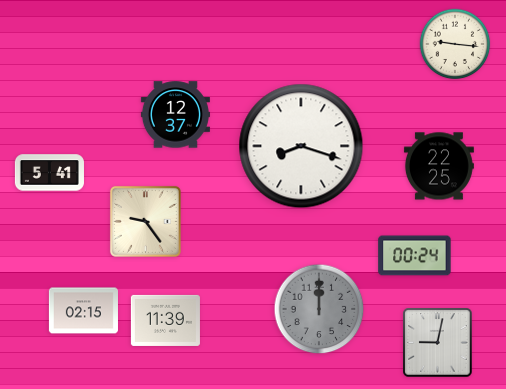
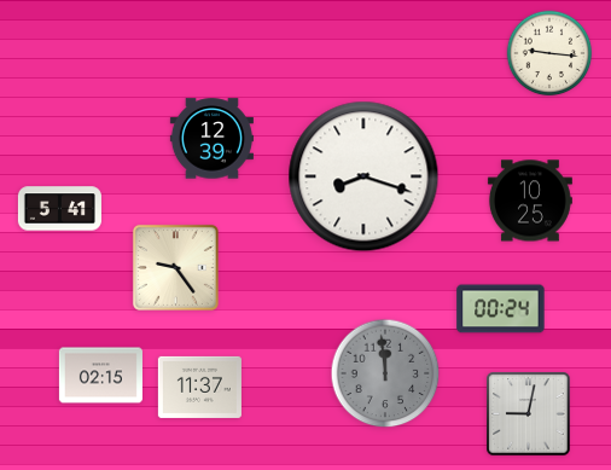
clock at (175, 115): 12:37 -> 12:39
clock at (439, 166): 22:25 -> 10:25
clock at (319, 309): 12:00 -> 11:59
clock at (165, 320): 11:39 -> 11:37
